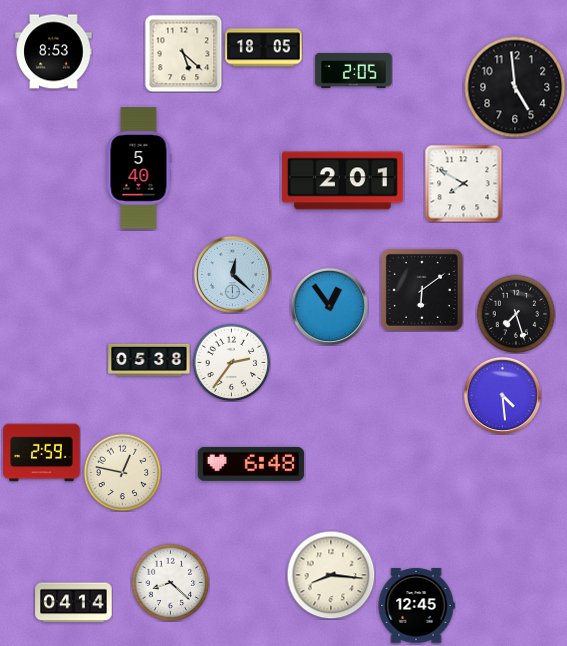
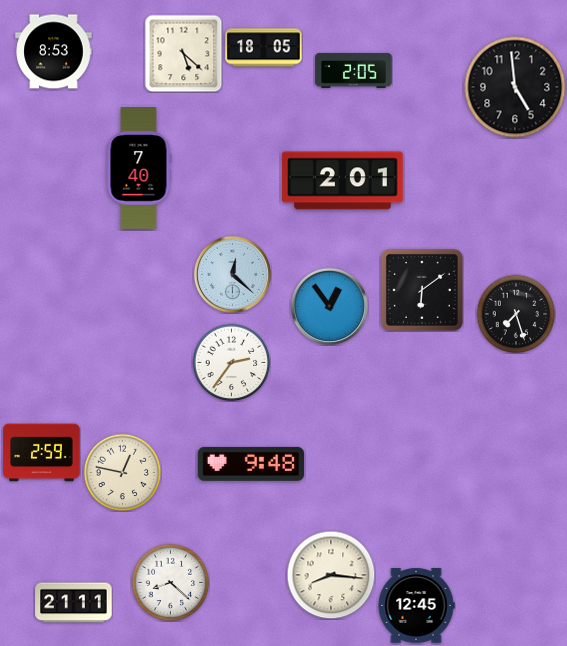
clock at (139, 168): 5:40 -> 7:40
clock at (463, 183): 7:50 -> none
clock at (149, 360): 05:38 -> none
clock at (502, 395): 4:29 -> none
clock at (251, 464): 6:48 -> 9:48
clock at (74, 603): 04:14 -> 21:11
